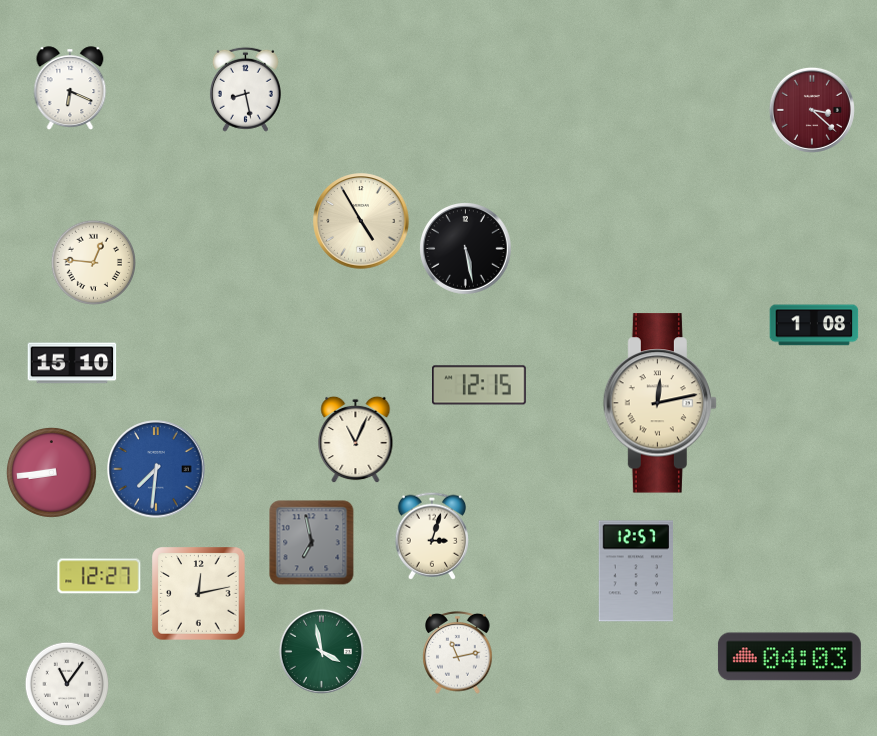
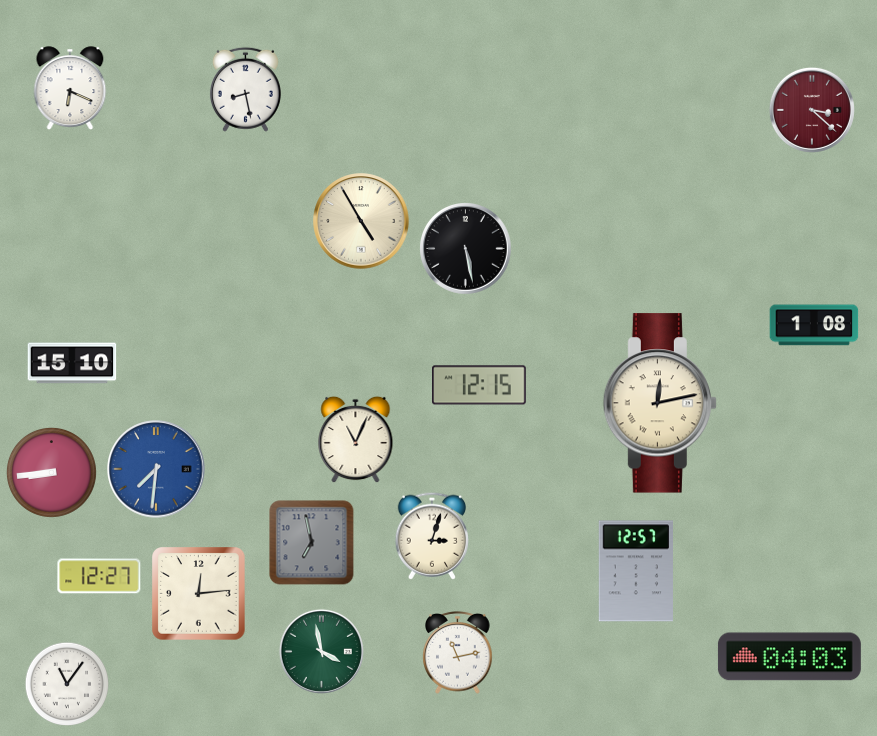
clock at (93, 262): 12:46 -> none
clock at (199, 594): 12:13 -> 12:14
